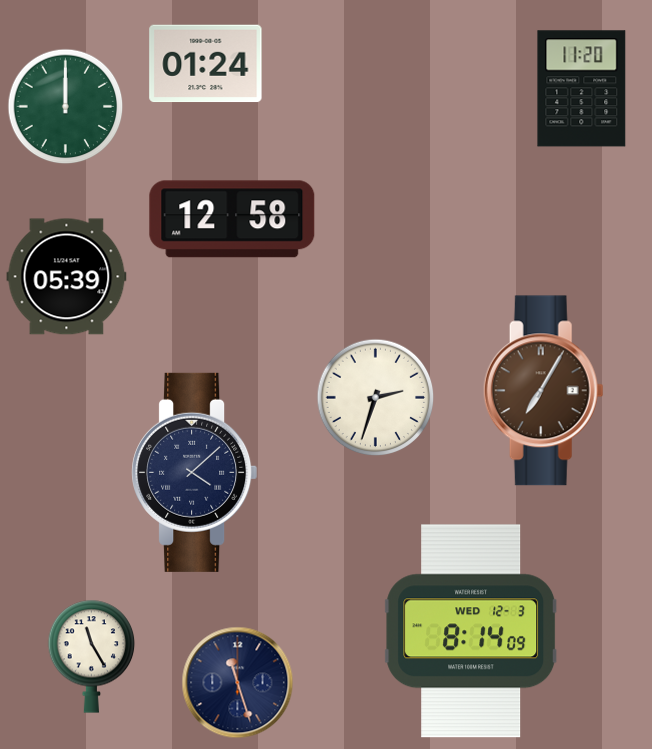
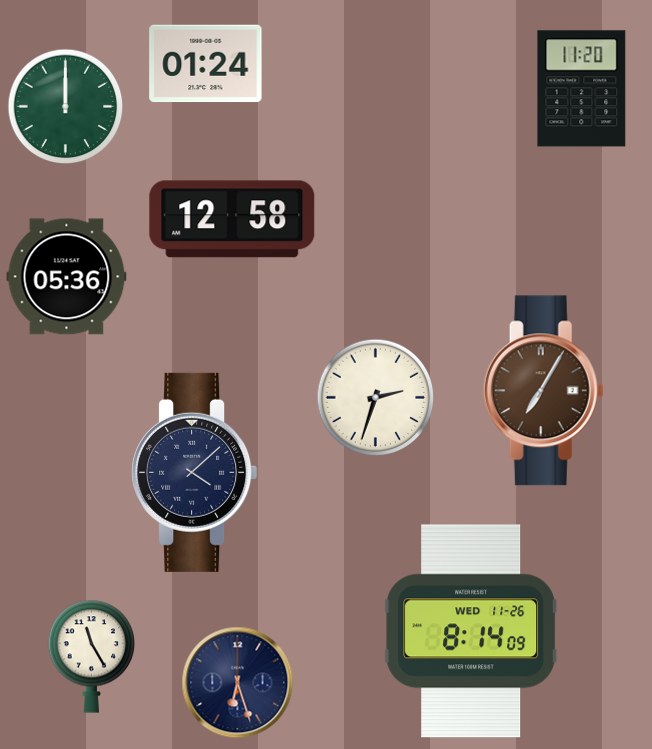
clock at (67, 277): 05:39 -> 05:36
clock at (471, 631) date: WED 12-3 -> WED 11-26
clock at (238, 683): 11:27 -> 6:27
